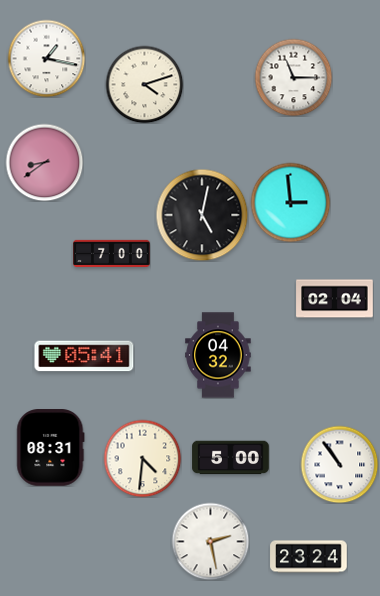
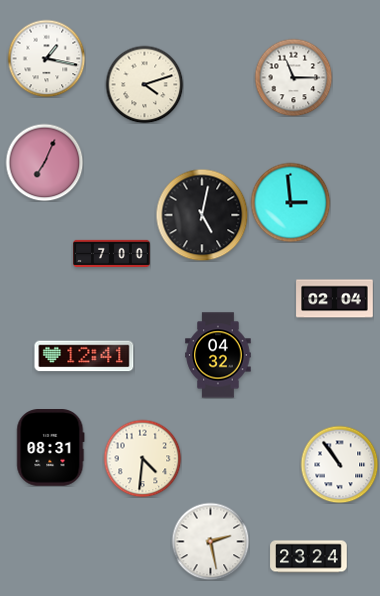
clock at (44, 162): 8:39 -> 7:04
clock at (84, 356): 05:41 -> 12:41
clock at (231, 458): 5:00 -> none
